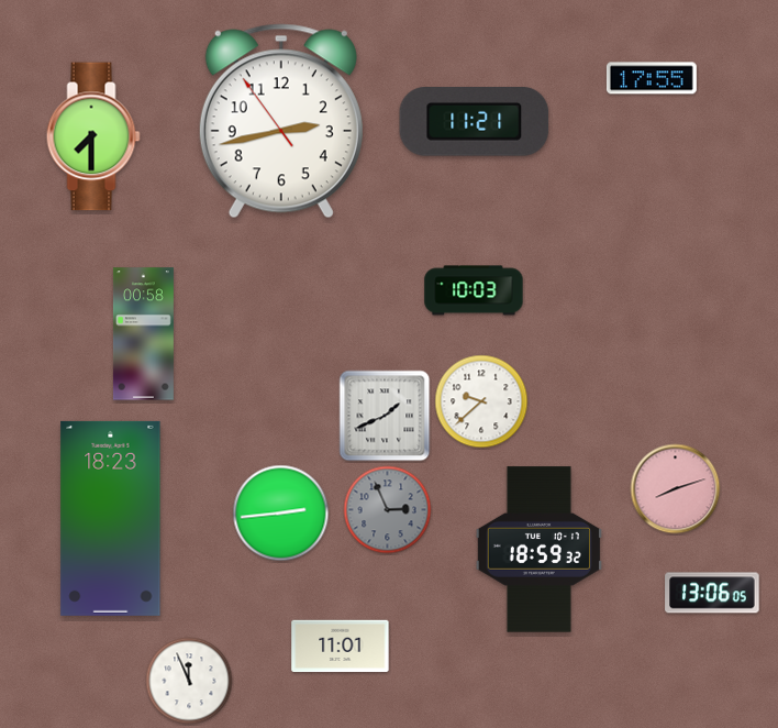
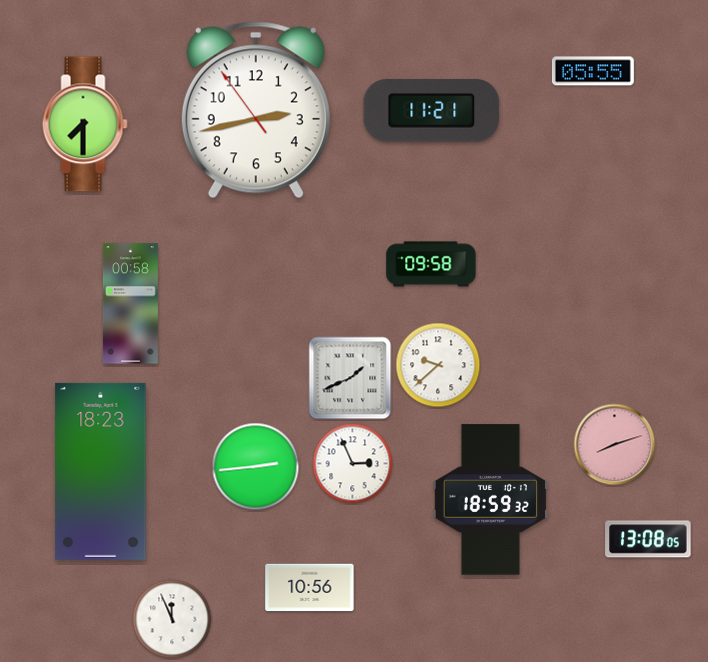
clock at (652, 78): 17:55 -> 05:55
clock at (474, 290): 10:03 -> 09:58
clock at (388, 510) dial: grey -> white
clock at (712, 593): 13:06 -> 13:08
clock at (341, 647): 11:01 -> 10:56
